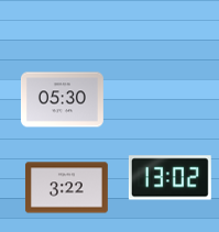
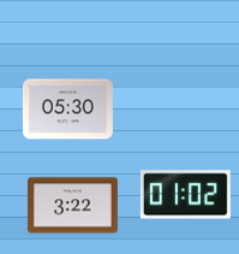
clock at (169, 178): 13:02 -> 01:02
